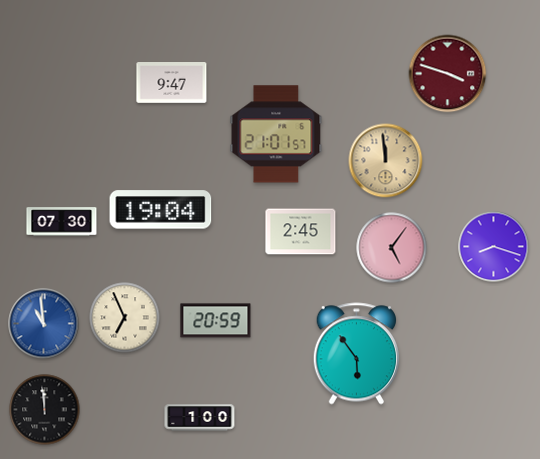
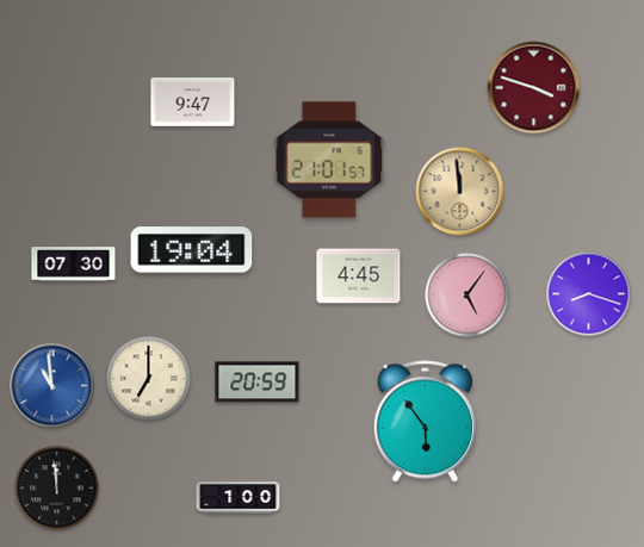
clock at (172, 83) position: (172, 83) -> (193, 102)
clock at (301, 232): 2:45 -> 4:45
clock at (125, 318): 6:56 -> 7:00
clock at (45, 410) position: (45, 410) -> (57, 489)
